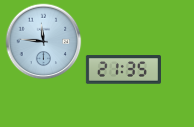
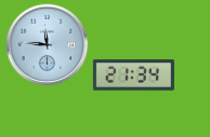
clock at (123, 70): 21:35 -> 21:34
